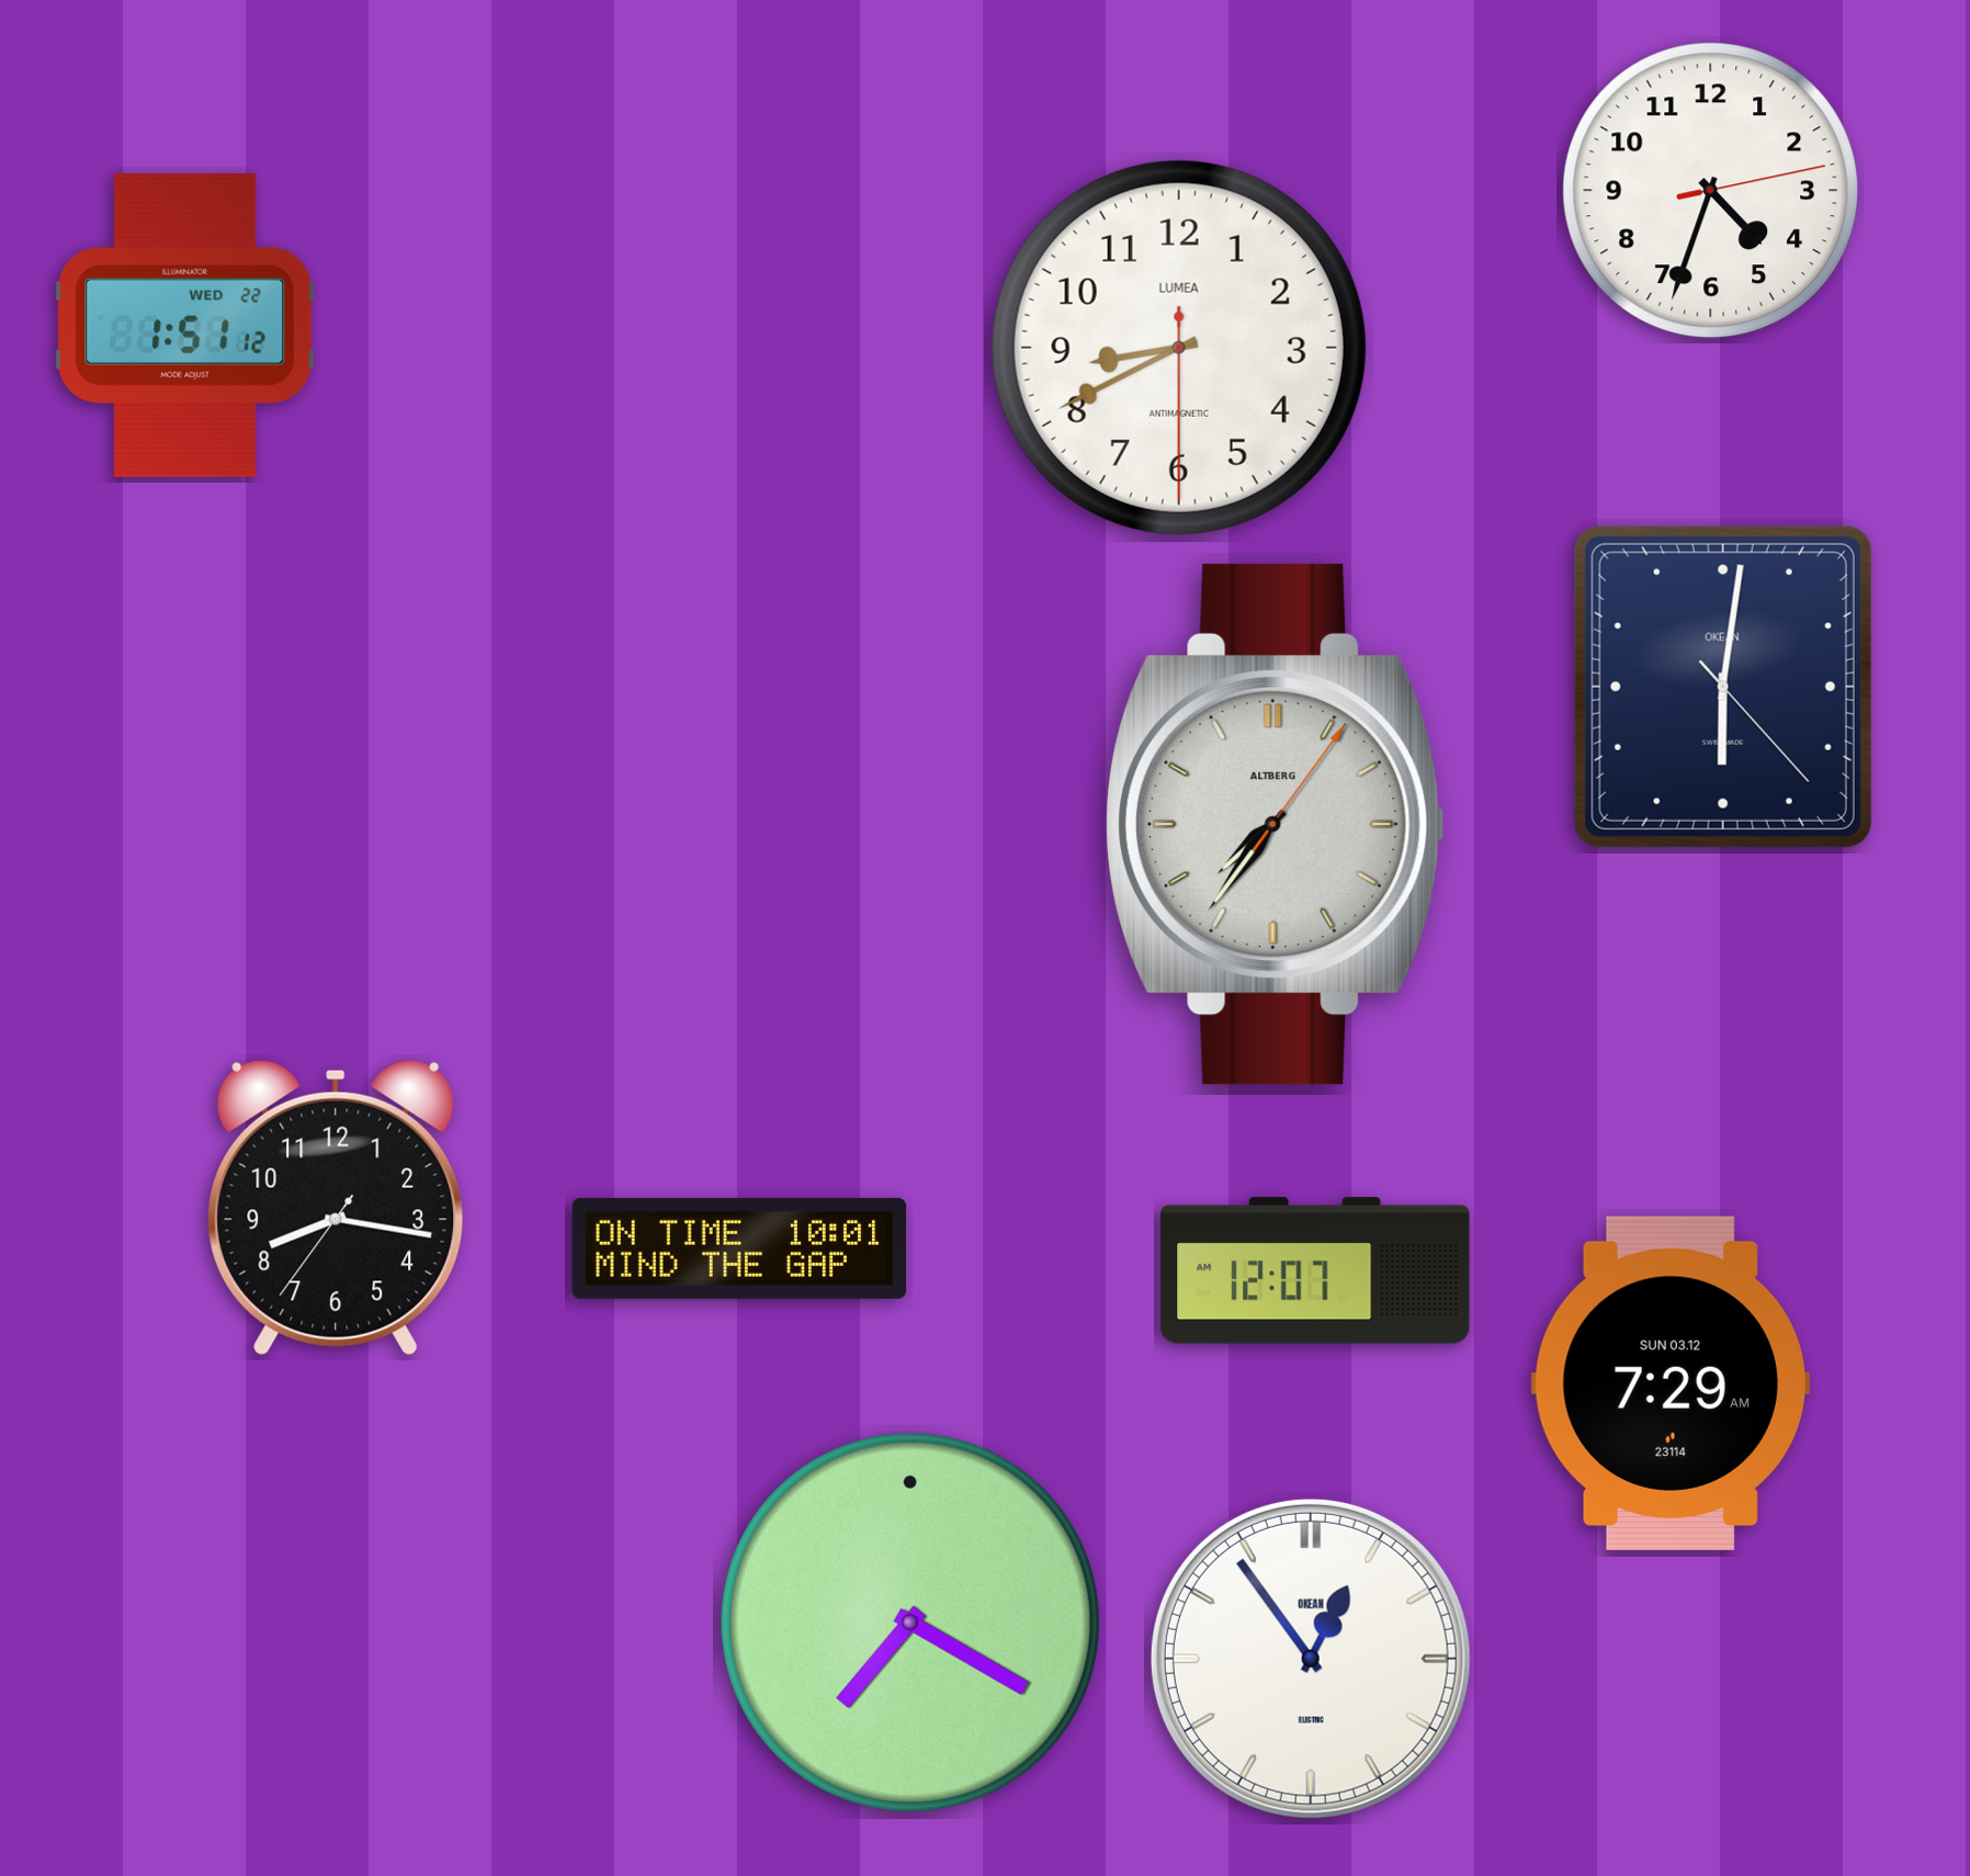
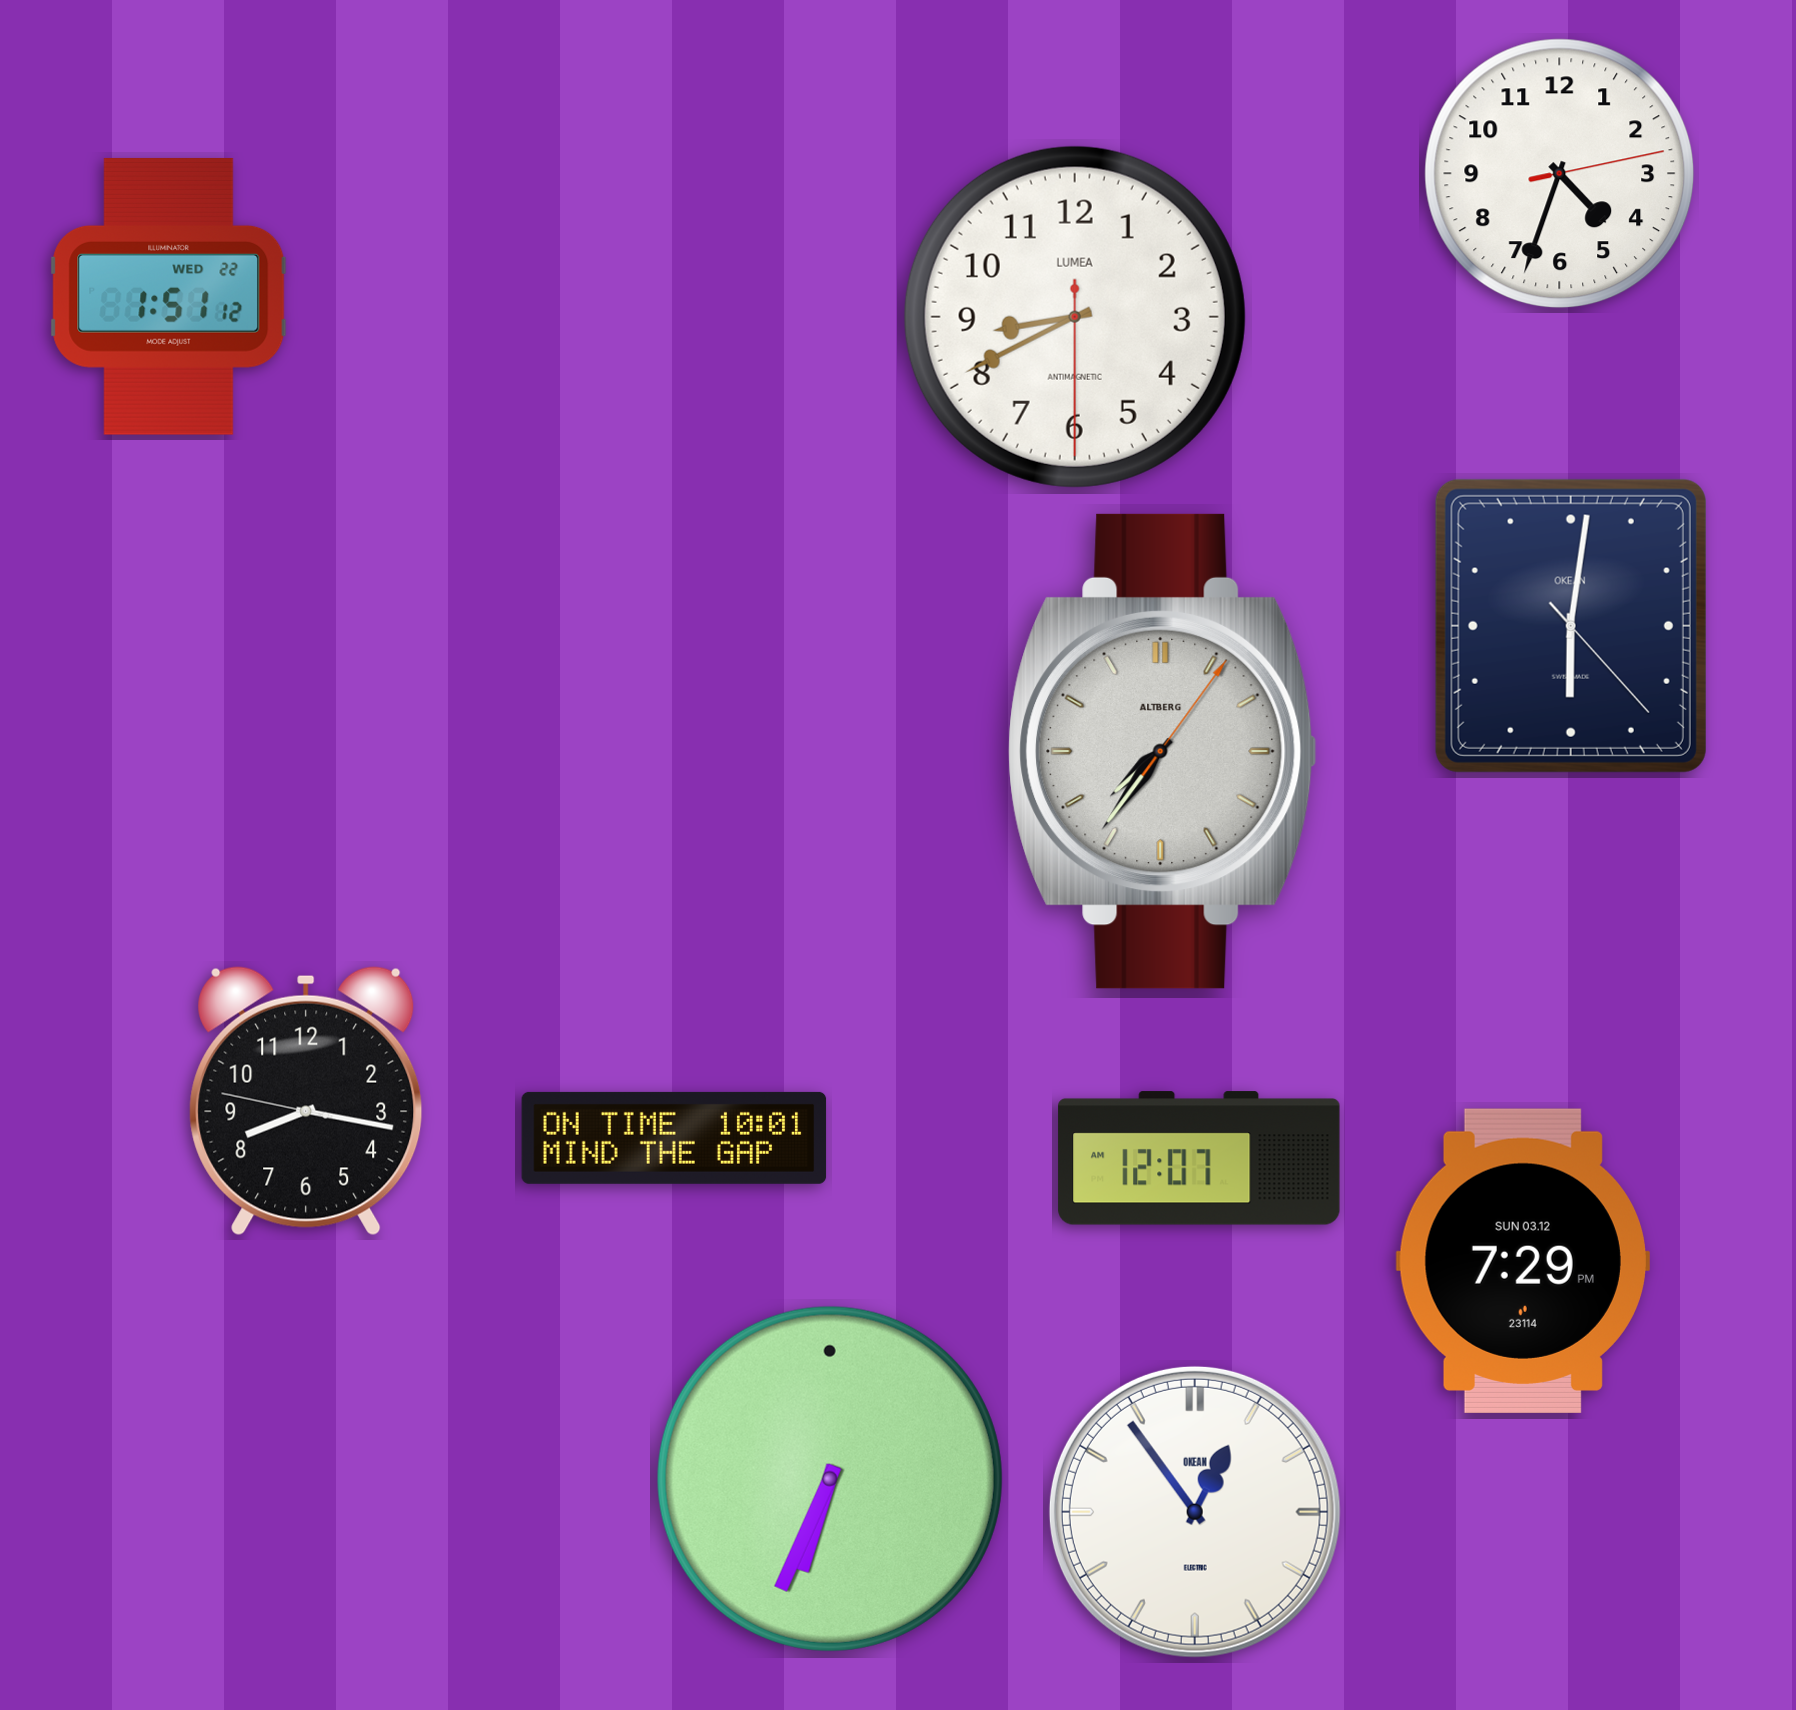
clock at (336, 1208): 8:16:36 -> 8:16:47
clock at (1671, 1383): 7:29 AM -> 7:29 PM
clock at (910, 1623): 7:20 -> 6:34
